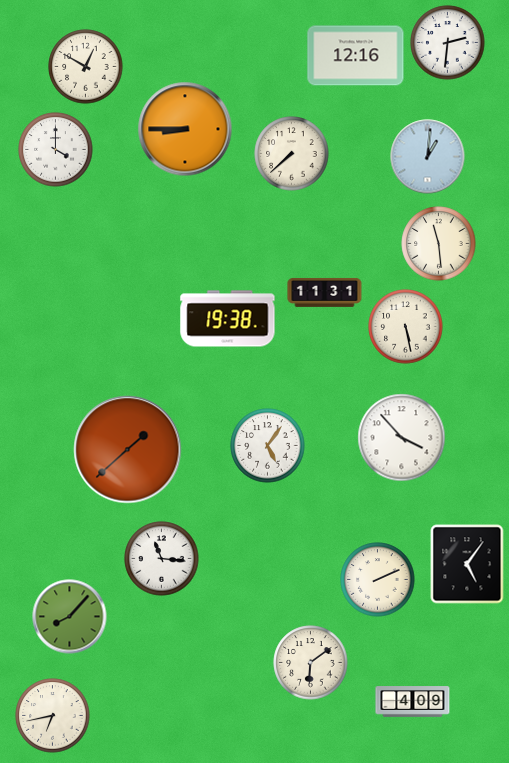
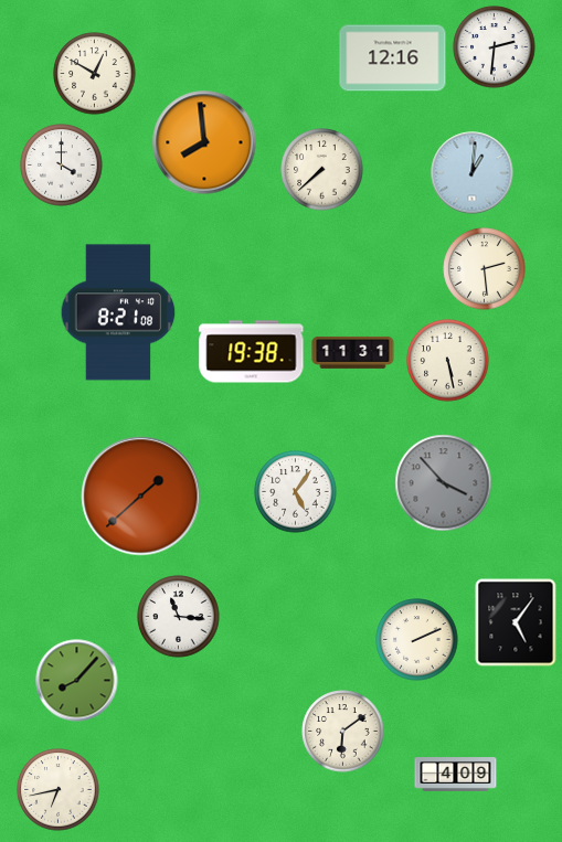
clock at (356, 56) position: (356, 56) -> (393, 58)
clock at (185, 129): 8:45 -> 7:59
clock at (439, 244): 11:29 -> 2:29
clock at (118, 312): none -> 8:21
clock at (325, 292) position: (325, 292) -> (353, 352)
clock at (402, 438) dial: white -> grey
